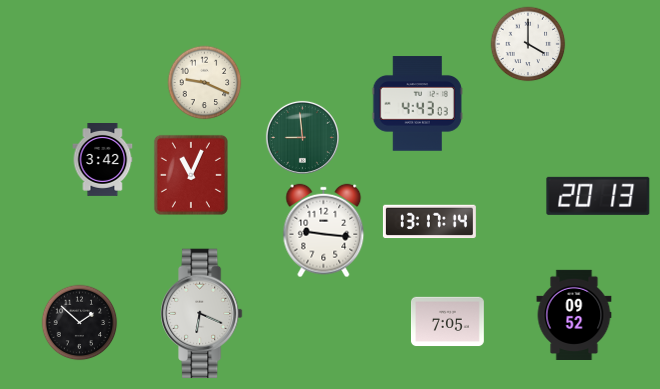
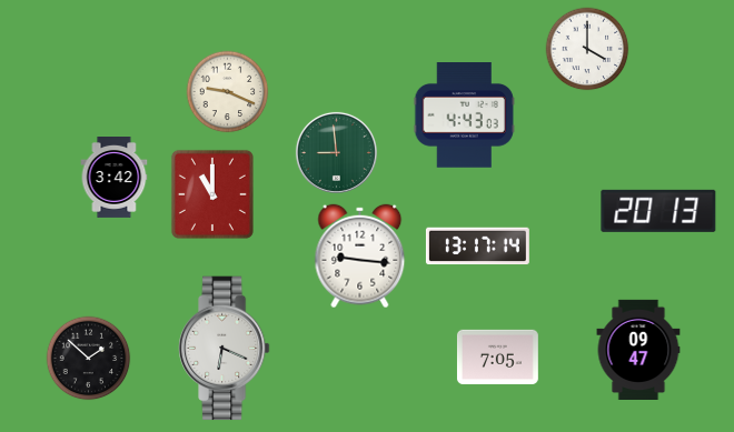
clock at (191, 175): 11:04 -> 11:00
clock at (598, 196) position: (598, 196) -> (658, 211)
clock at (574, 314): 09:52 -> 09:47
